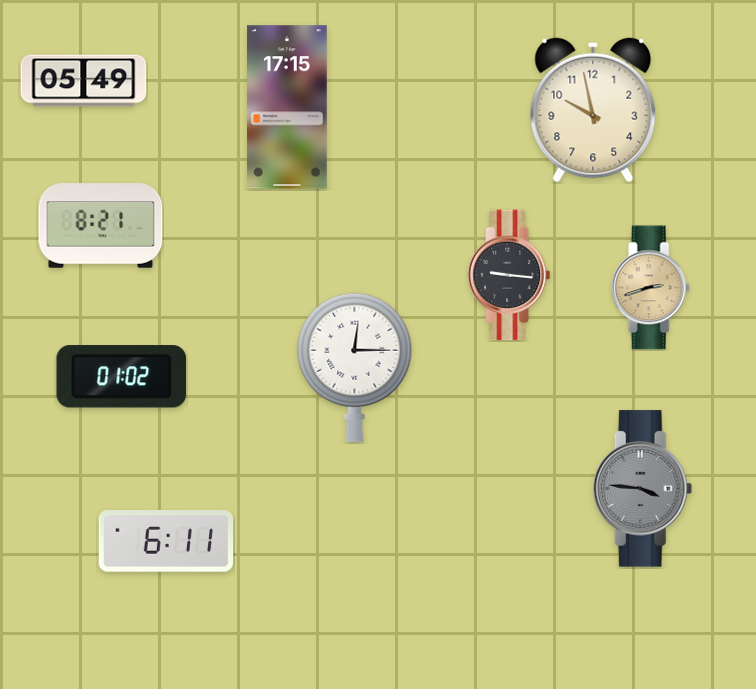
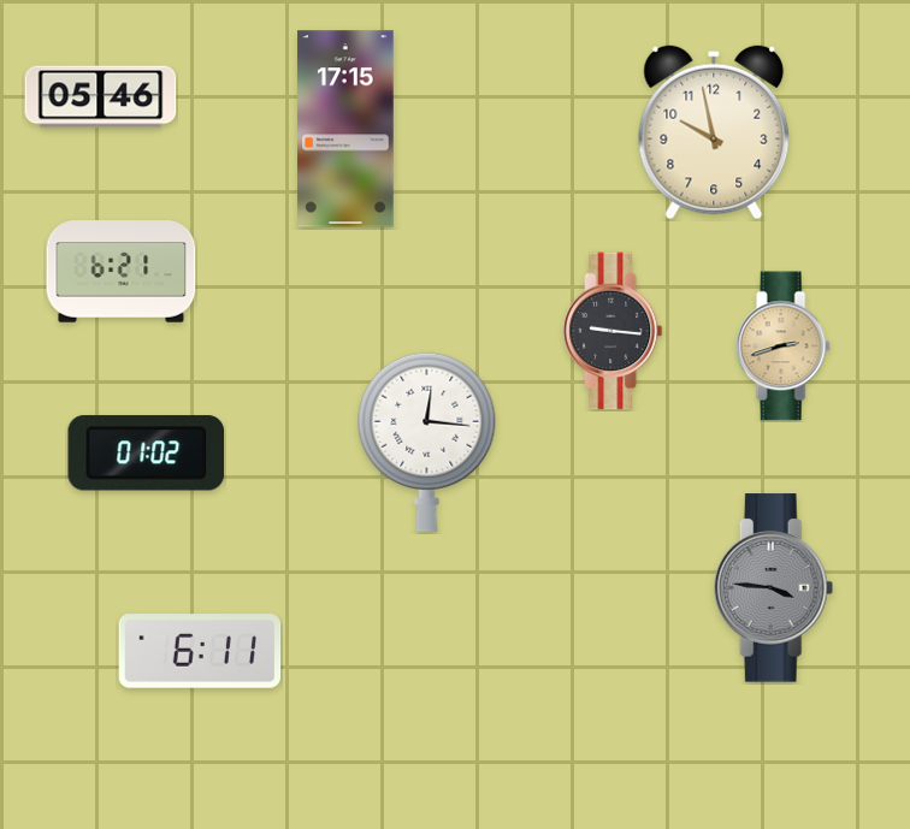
clock at (84, 81): 05:49 -> 05:46
clock at (101, 226): 8:21 -> 6:21
clock at (355, 367): 12:15 -> 12:16
